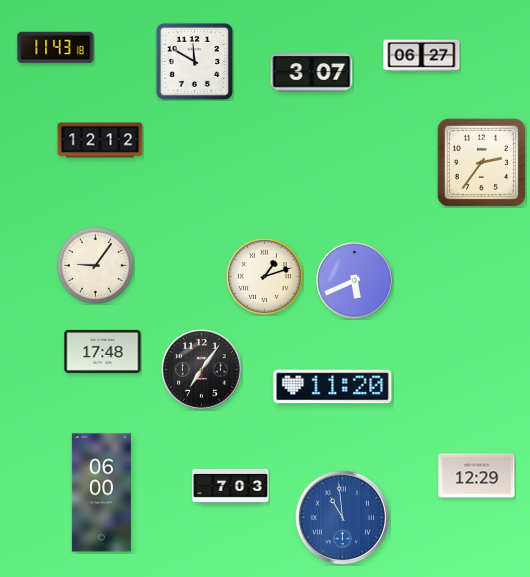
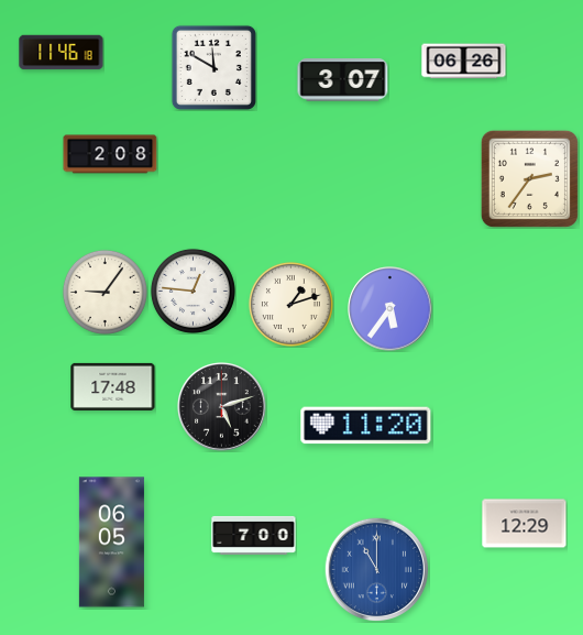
clock at (56, 48): 11:43 -> 11:46
clock at (422, 56): 06:27 -> 06:26
clock at (100, 140): 12:12 -> 2:08
clock at (193, 291): none -> 12:46
clock at (355, 281): 5:41 -> 5:36
clock at (202, 370): 7:06 -> 5:12
clock at (231, 486): 7:03 -> 7:00
clock at (101, 493): 06:00 -> 06:05
clock at (342, 517): 10:59 -> 11:00
